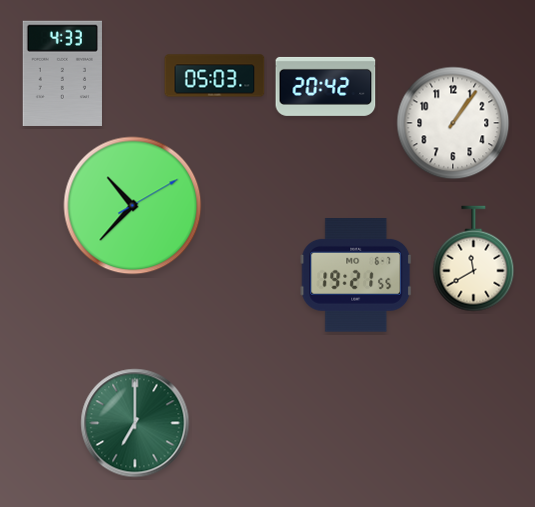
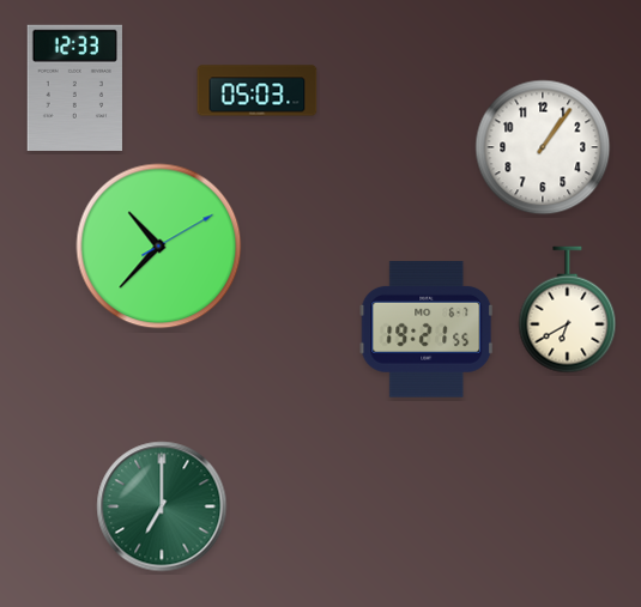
clock at (62, 73): 4:33 -> 12:33
clock at (326, 86): 20:42 -> none
clock at (474, 259): 11:40 -> 6:40
